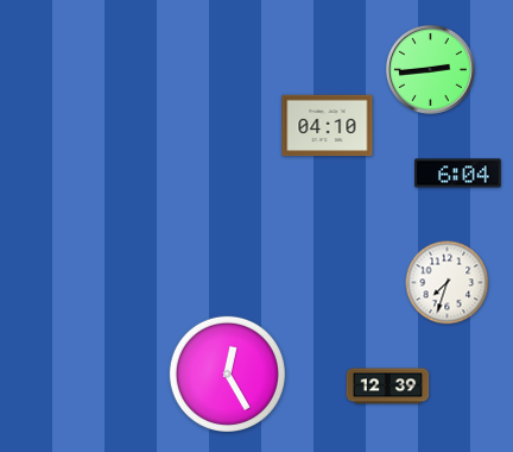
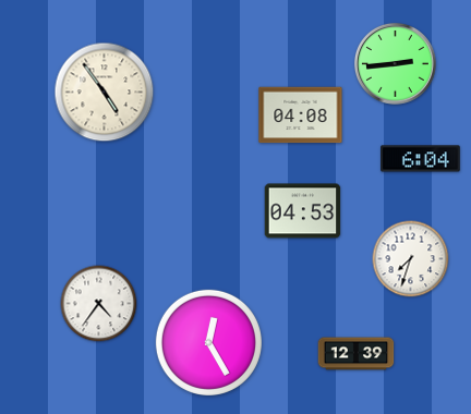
clock at (105, 93): none -> 4:54
clock at (328, 126): 04:10 -> 04:08
clock at (303, 211): none -> 04:53
clock at (99, 304): none -> 4:36
